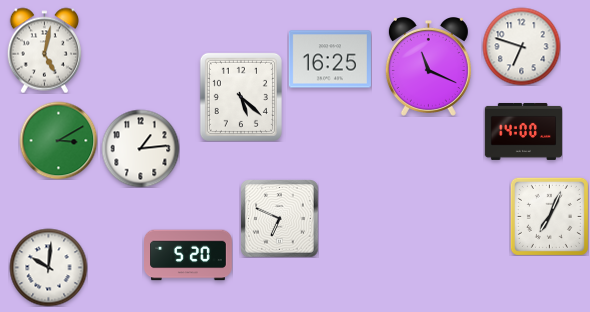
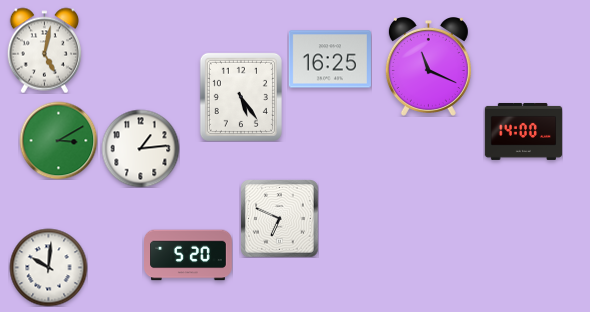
clock at (521, 46): 6:48 -> none
clock at (241, 97): 5:22 -> 5:24
clock at (549, 216): 7:04 -> none
